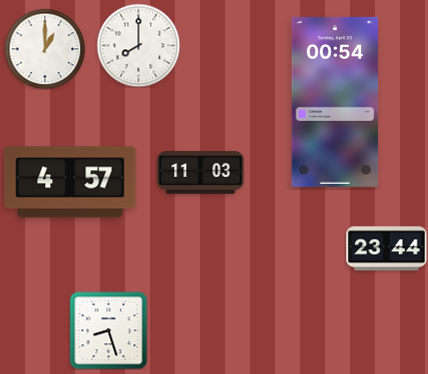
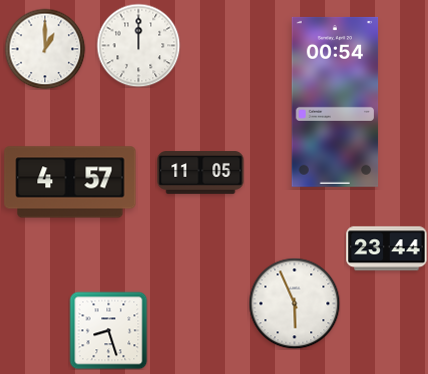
clock at (138, 45): 8:00 -> 12:00
clock at (201, 173): 11:03 -> 11:05
clock at (294, 303): none -> 5:56
